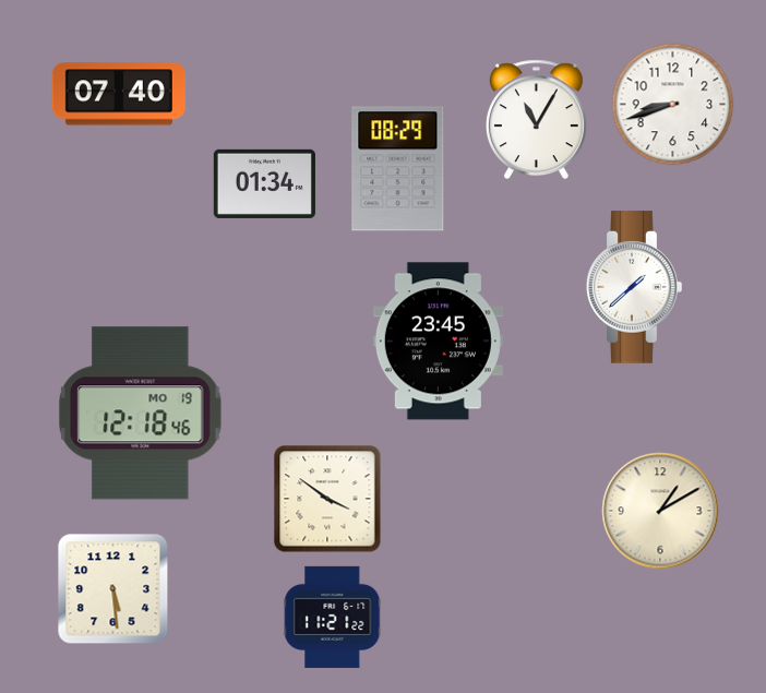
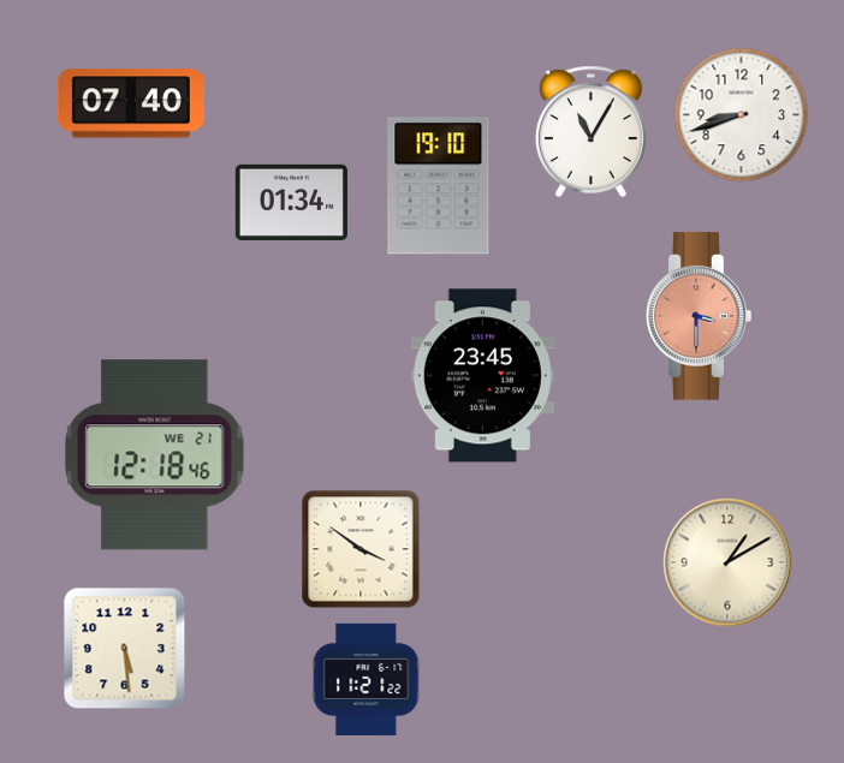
clock at (398, 169): 08:29 -> 19:10
clock at (634, 287): 1:38 -> 3:30
clock at (634, 287) dial: white -> salmon
clock at (141, 414) date: MO 19 -> WE 21
